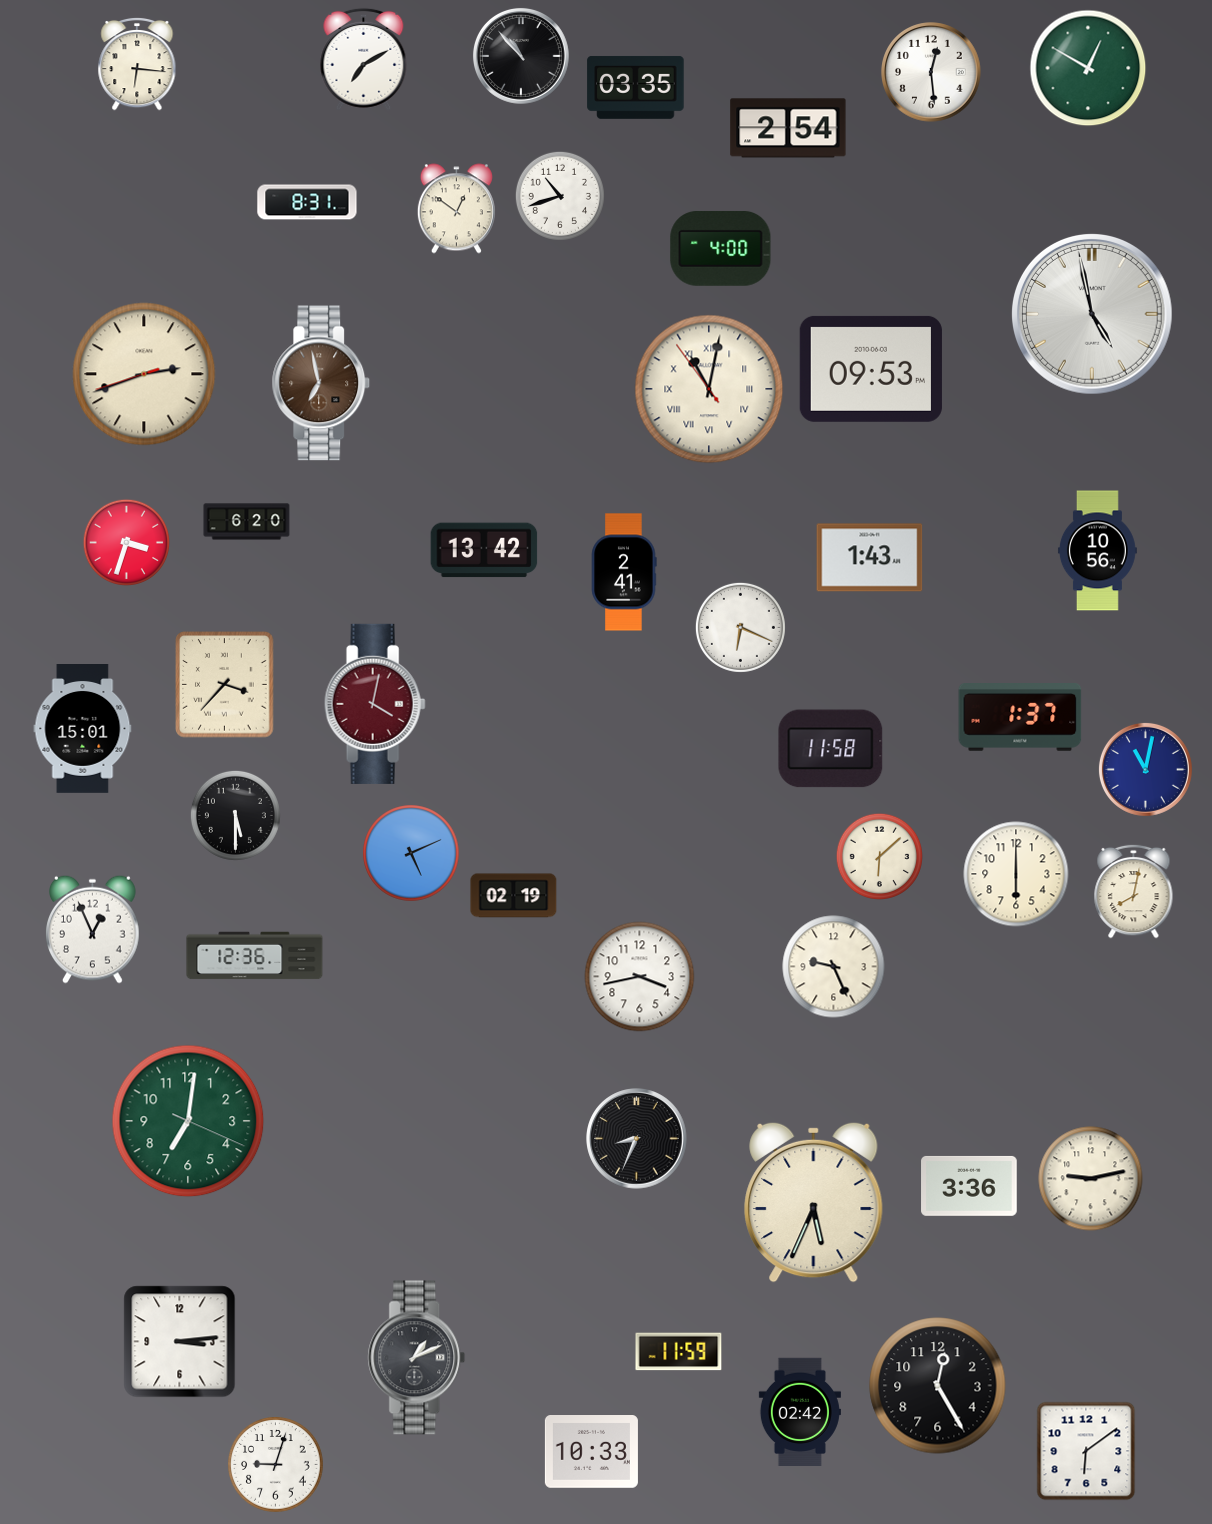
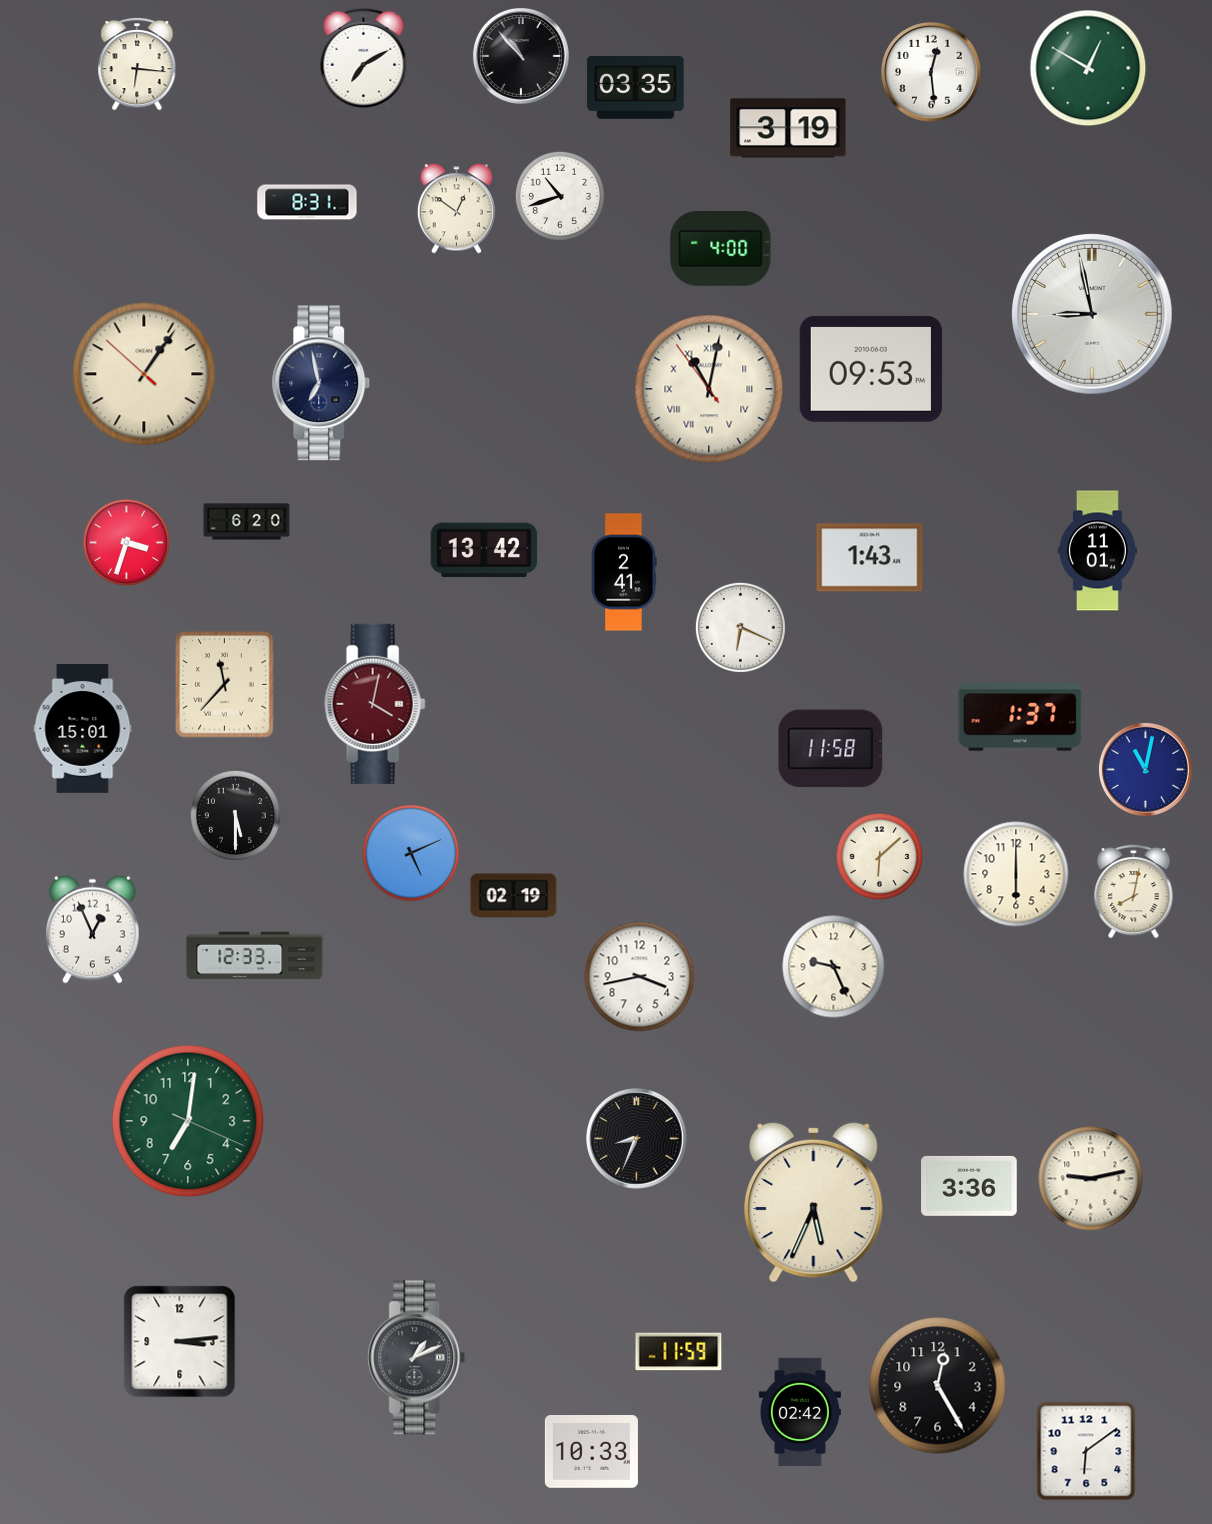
clock at (788, 128): 2:54 -> 3:19
clock at (1092, 314): 4:58 -> 8:58
clock at (144, 374): 2:41 -> 1:05
clock at (321, 383) dial: brown -> navy
clock at (1097, 551): 10:56 -> 11:01
clock at (225, 685): 3:37 -> 11:37
clock at (255, 956): 12:36 -> 12:33
clock at (276, 1465): 9:03 -> none
